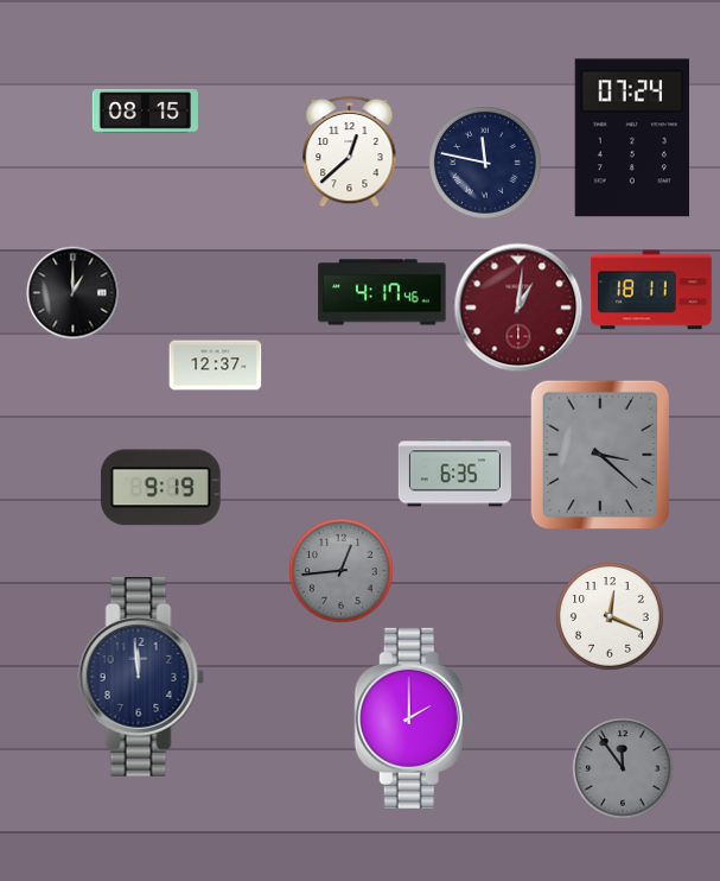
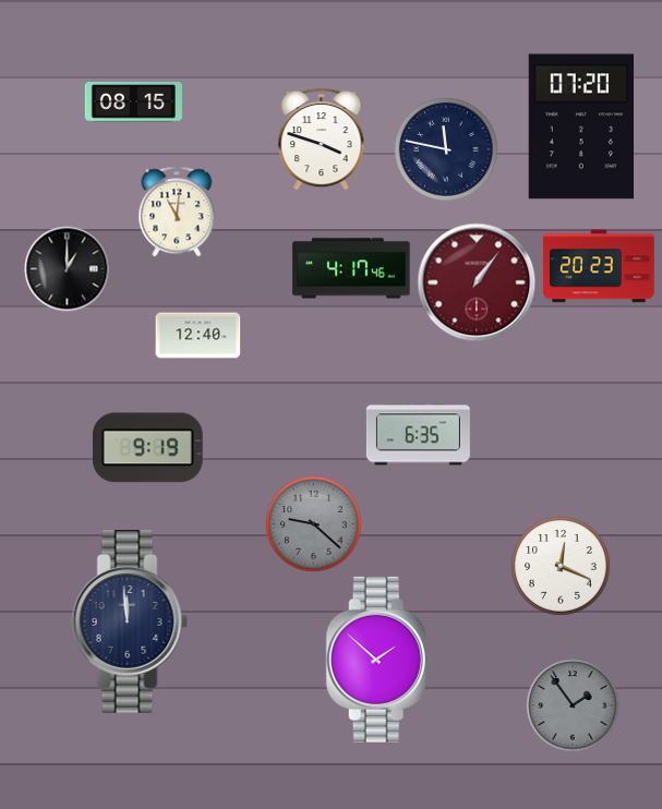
clock at (631, 138): 07:24 -> 07:20
clock at (350, 151): 12:38 -> 3:48
clock at (177, 212): none -> 11:01
clock at (651, 290): 18:11 -> 20:23
clock at (518, 308): 1:01 -> 1:06
clock at (215, 366): 12:37 -> 12:40
clock at (599, 454): 3:22 -> none
clock at (340, 570): 12:44 -> 9:22
clock at (412, 718): 2:00 -> 1:52
clock at (623, 768): 11:54 -> 1:54
